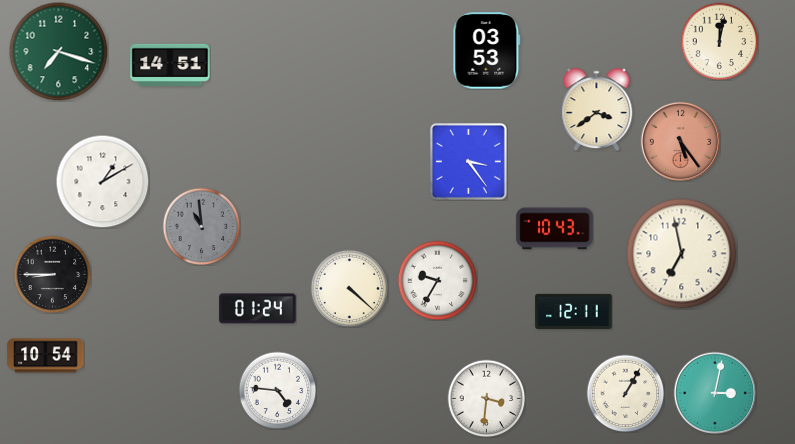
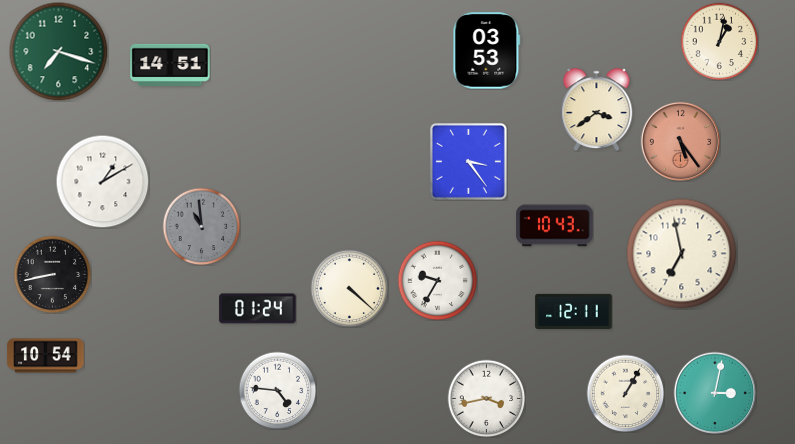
clock at (719, 41): 12:02 -> 1:02
clock at (555, 229) position: (555, 229) -> (555, 226)
clock at (52, 274): 8:45 -> 8:43
clock at (486, 398): 3:31 -> 3:43
